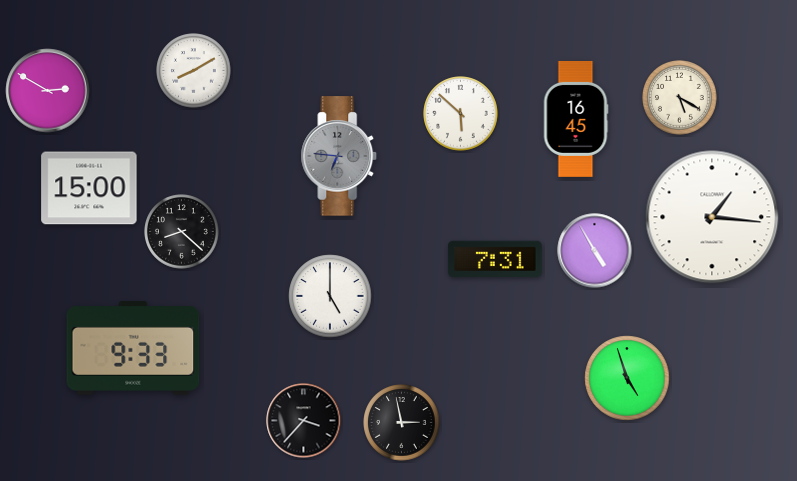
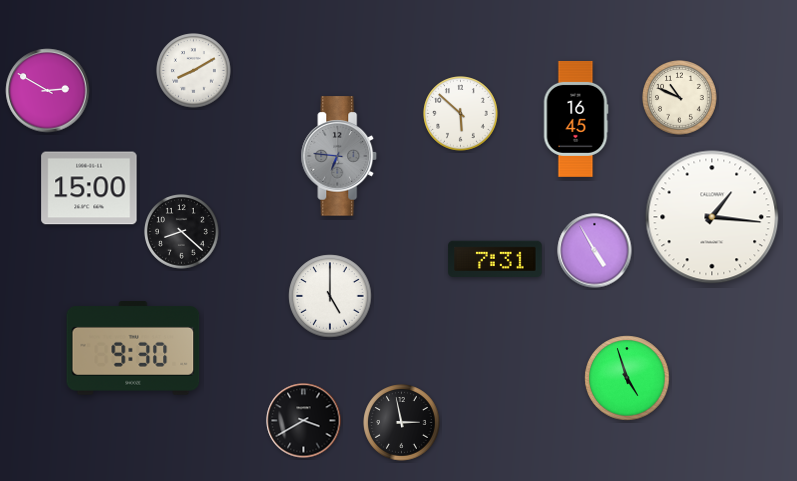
clock at (680, 98): 5:20 -> 10:49
clock at (133, 349): 9:33 -> 9:30
clock at (304, 421): 3:37 -> 3:40
